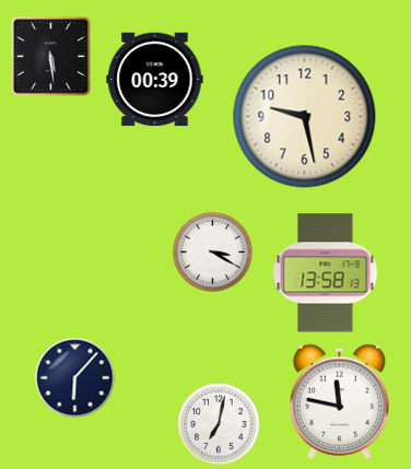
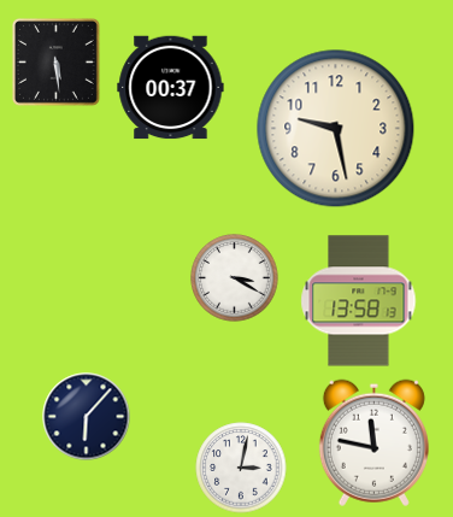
clock at (155, 80): 00:39 -> 00:37
clock at (75, 378) position: (75, 378) -> (87, 417)
clock at (219, 424): 7:02 -> 3:02
